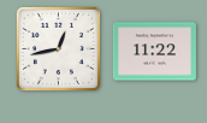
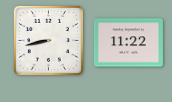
clock at (58, 48): 12:43 -> 8:43
